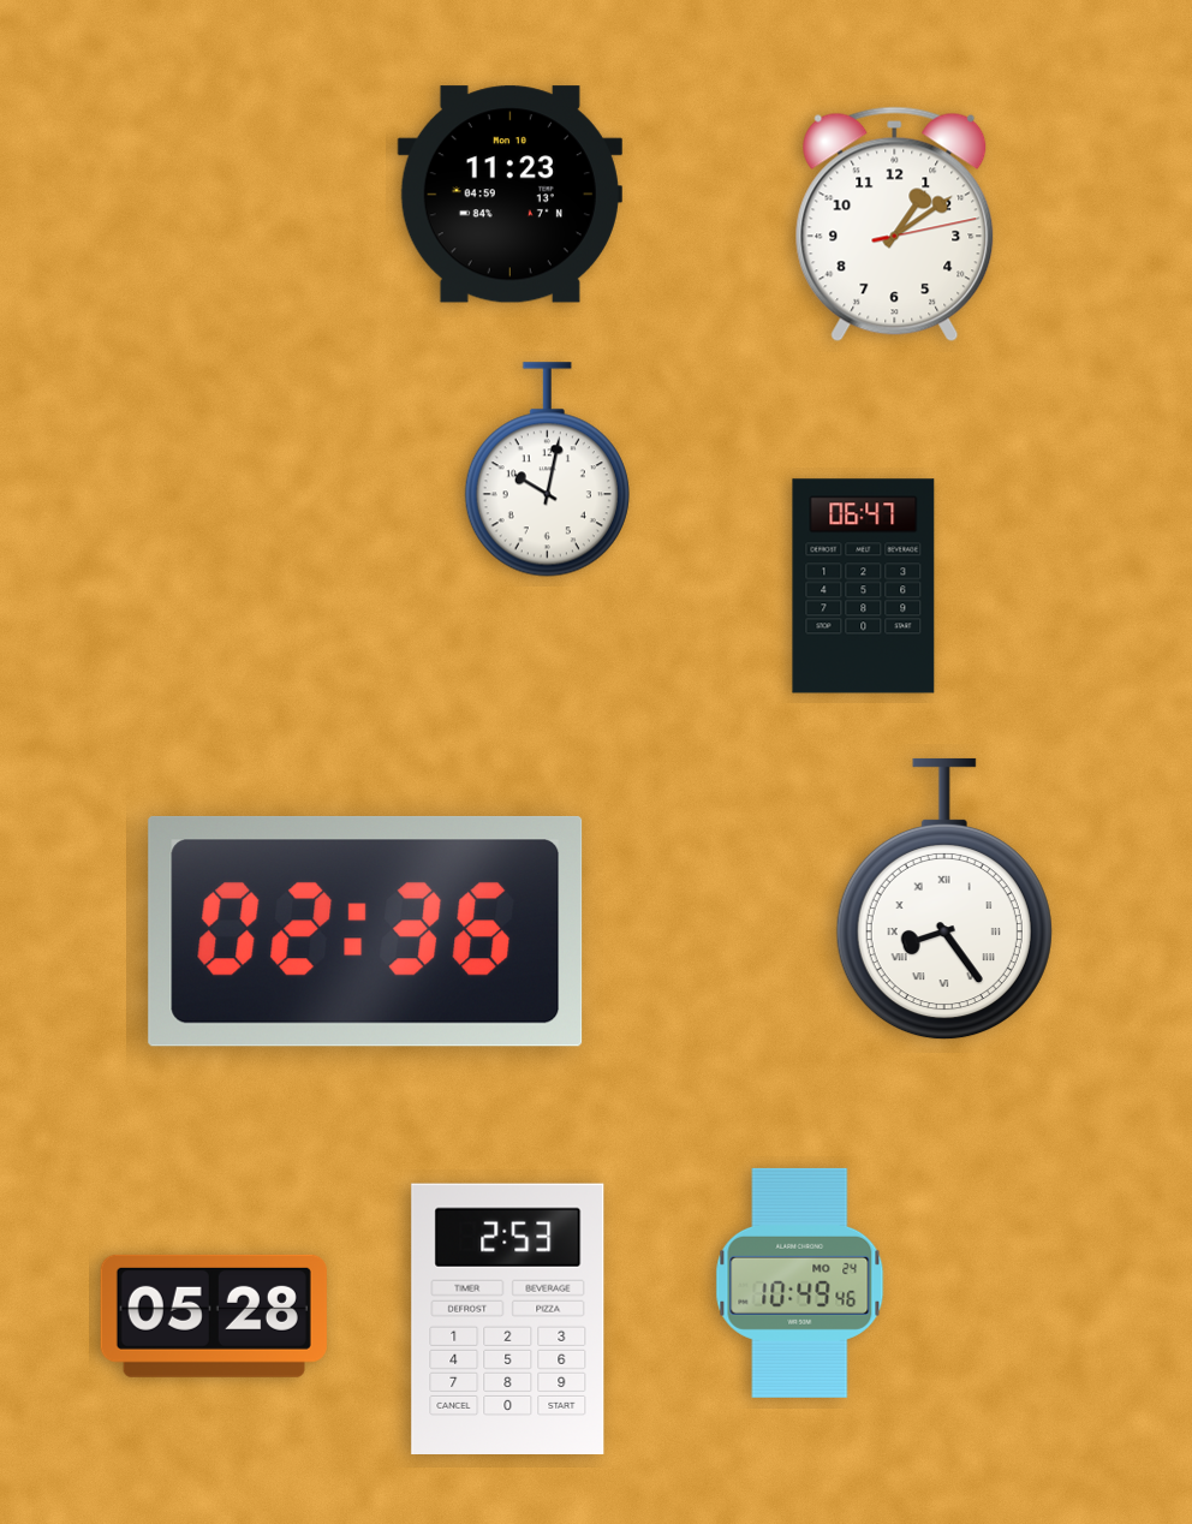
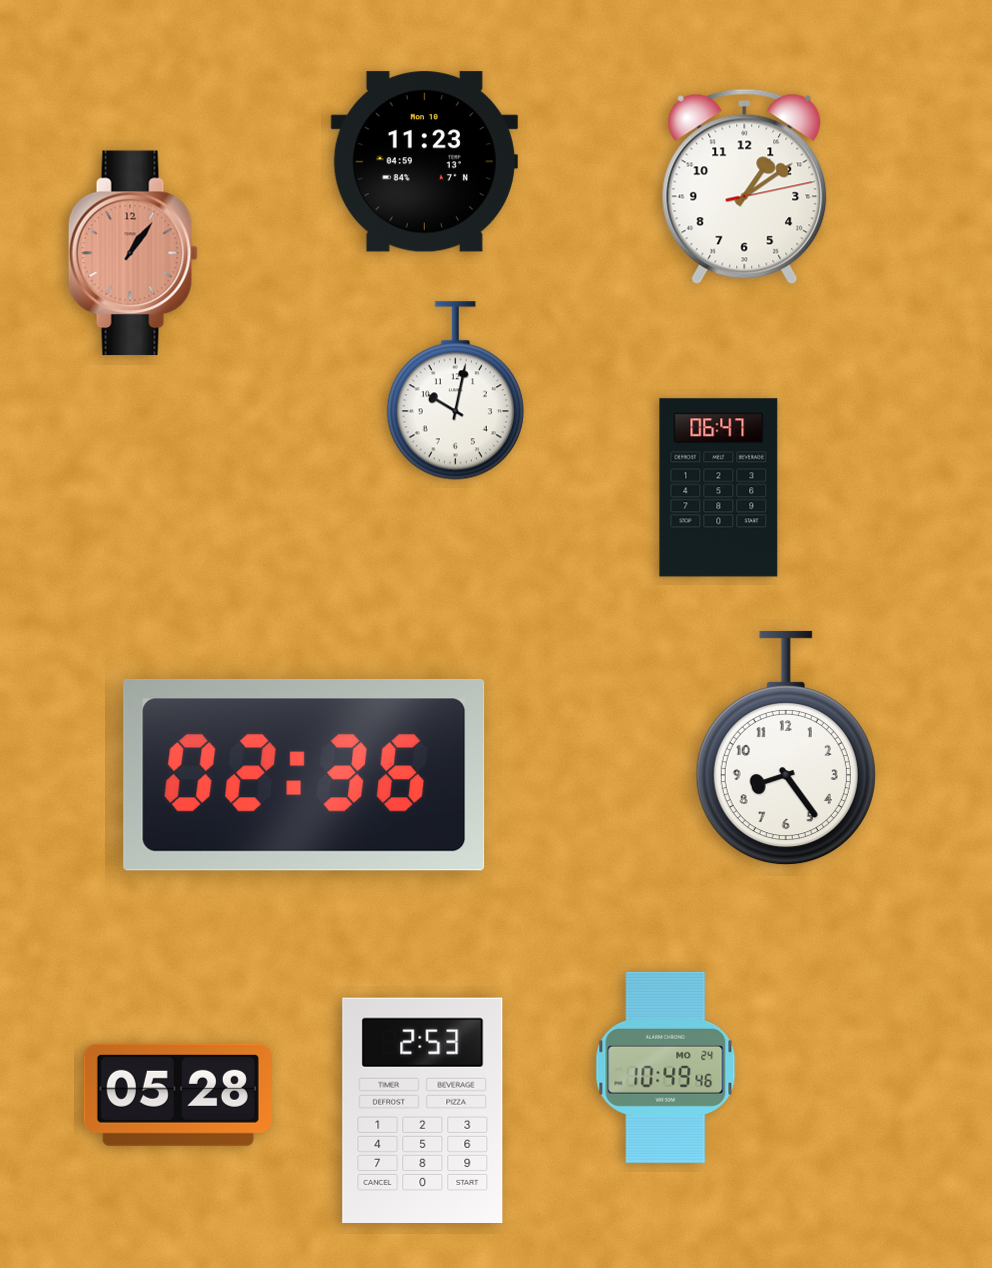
clock at (133, 253): none -> 1:06
clock at (944, 899) numerals: Roman -> Arabic
clock at (508, 1318) position: (508, 1318) -> (423, 1110)
